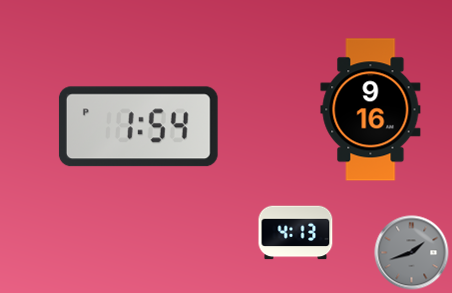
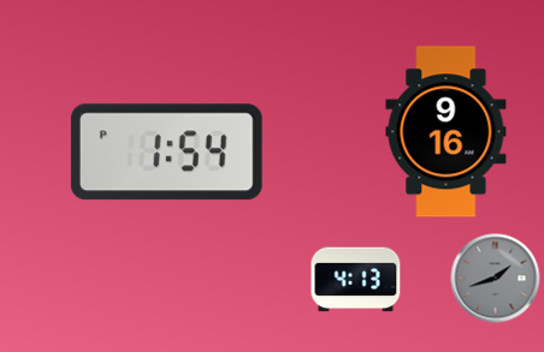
clock at (412, 253) position: (412, 253) -> (496, 279)
